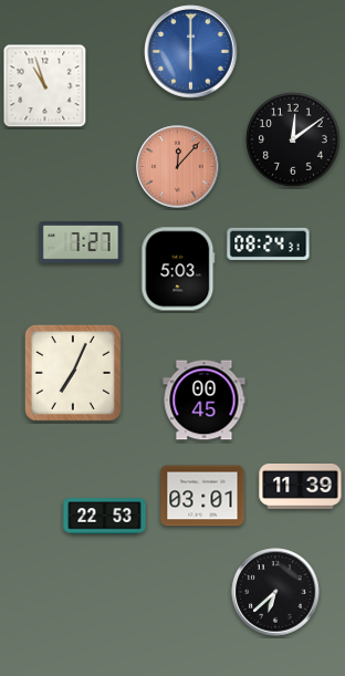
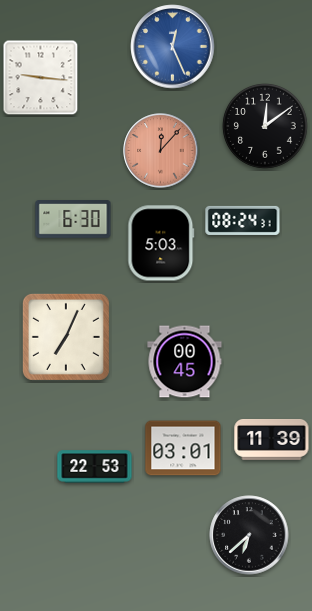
clock at (191, 52): 6:00 -> 12:26
clock at (45, 86): 10:57 -> 9:16
clock at (81, 242): 7:27 -> 6:30
